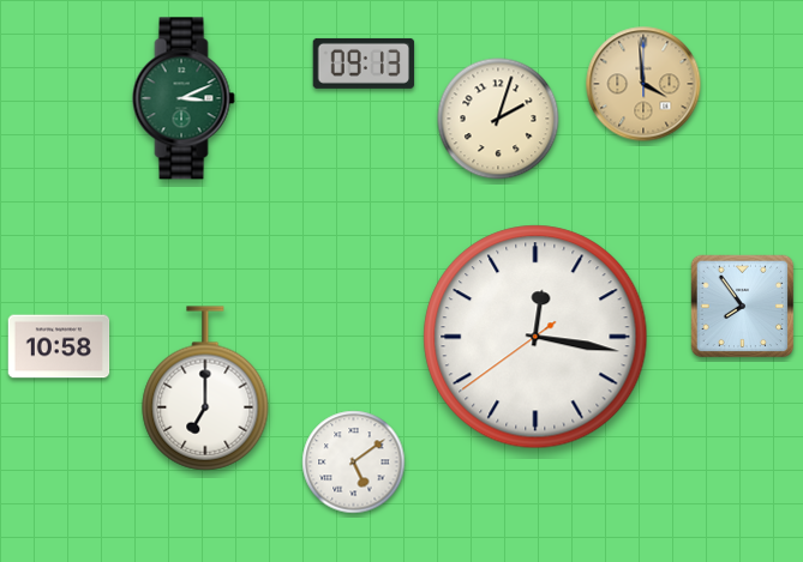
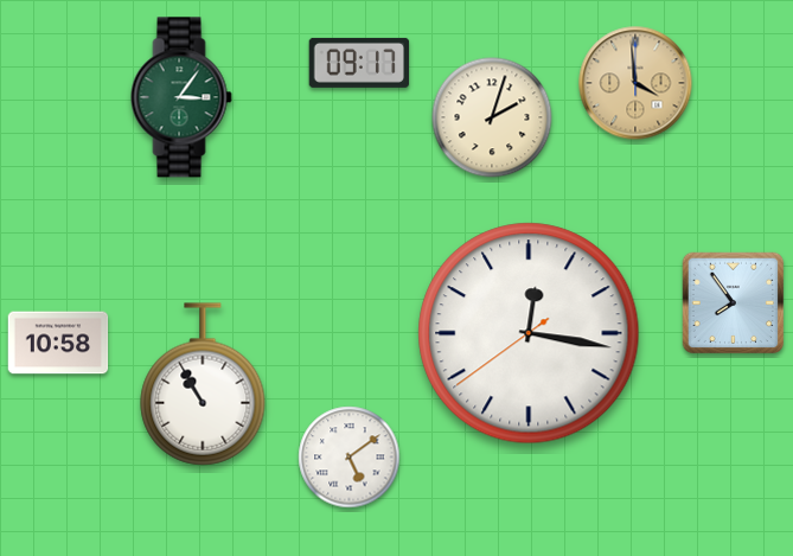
clock at (364, 64): 09:13 -> 09:17
clock at (184, 98): 3:11 -> 3:06
clock at (205, 388): 7:00 -> 10:55
